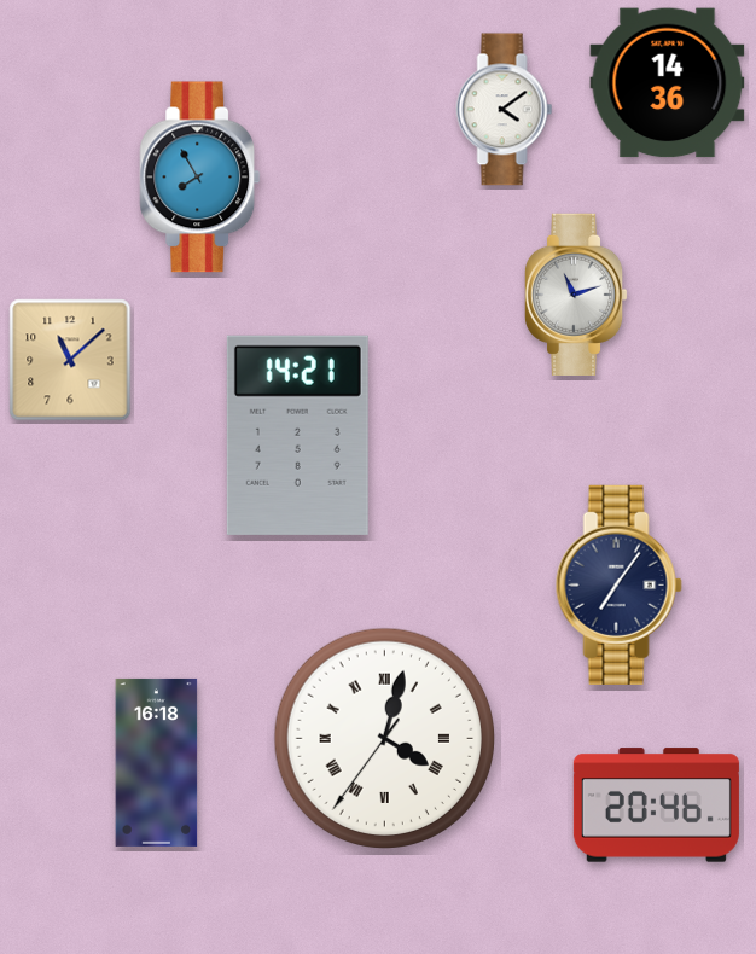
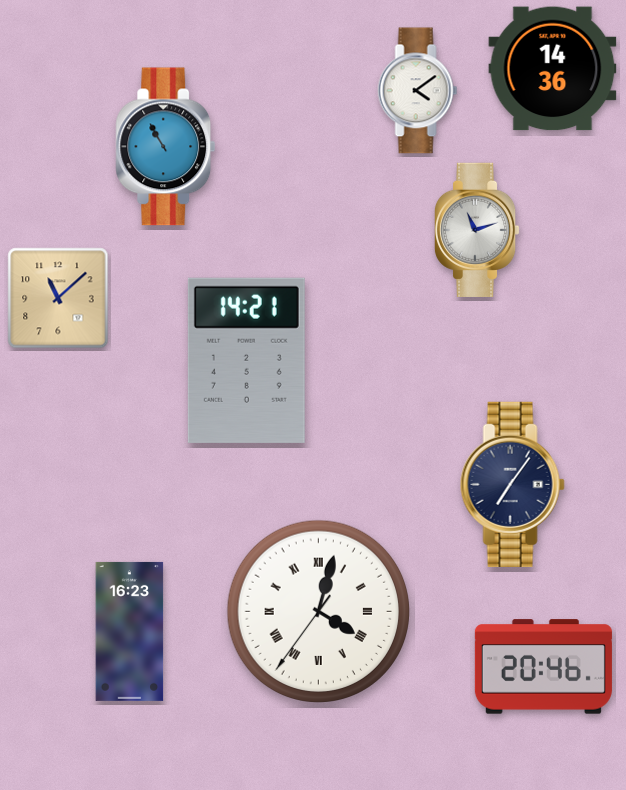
clock at (200, 178): 7:55 -> 10:55
clock at (576, 295) position: (576, 295) -> (477, 230)
clock at (157, 762): 16:18 -> 16:23
